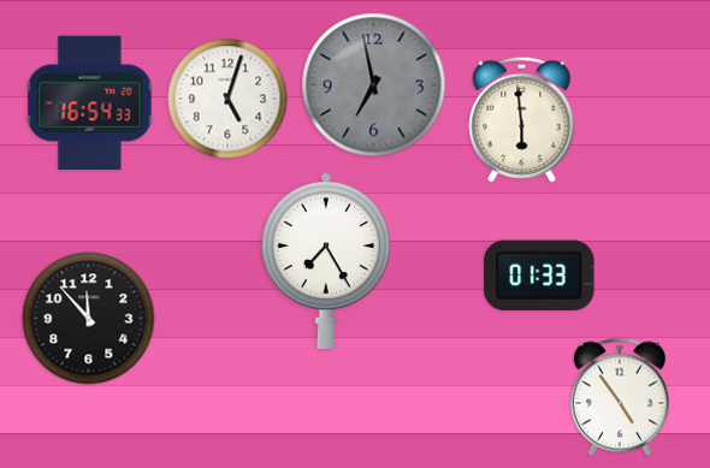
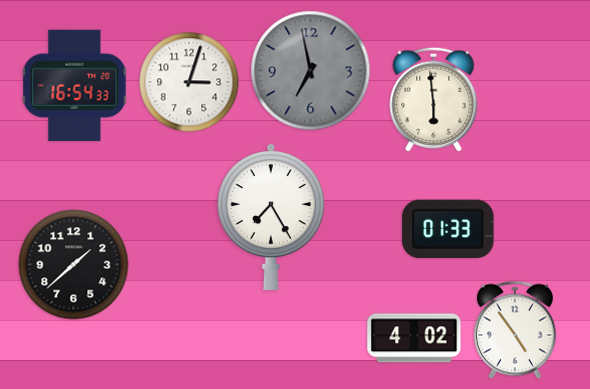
clock at (227, 99): 5:03 -> 3:03
clock at (89, 319): 11:53 -> 1:38
clock at (414, 338): none -> 4:02
